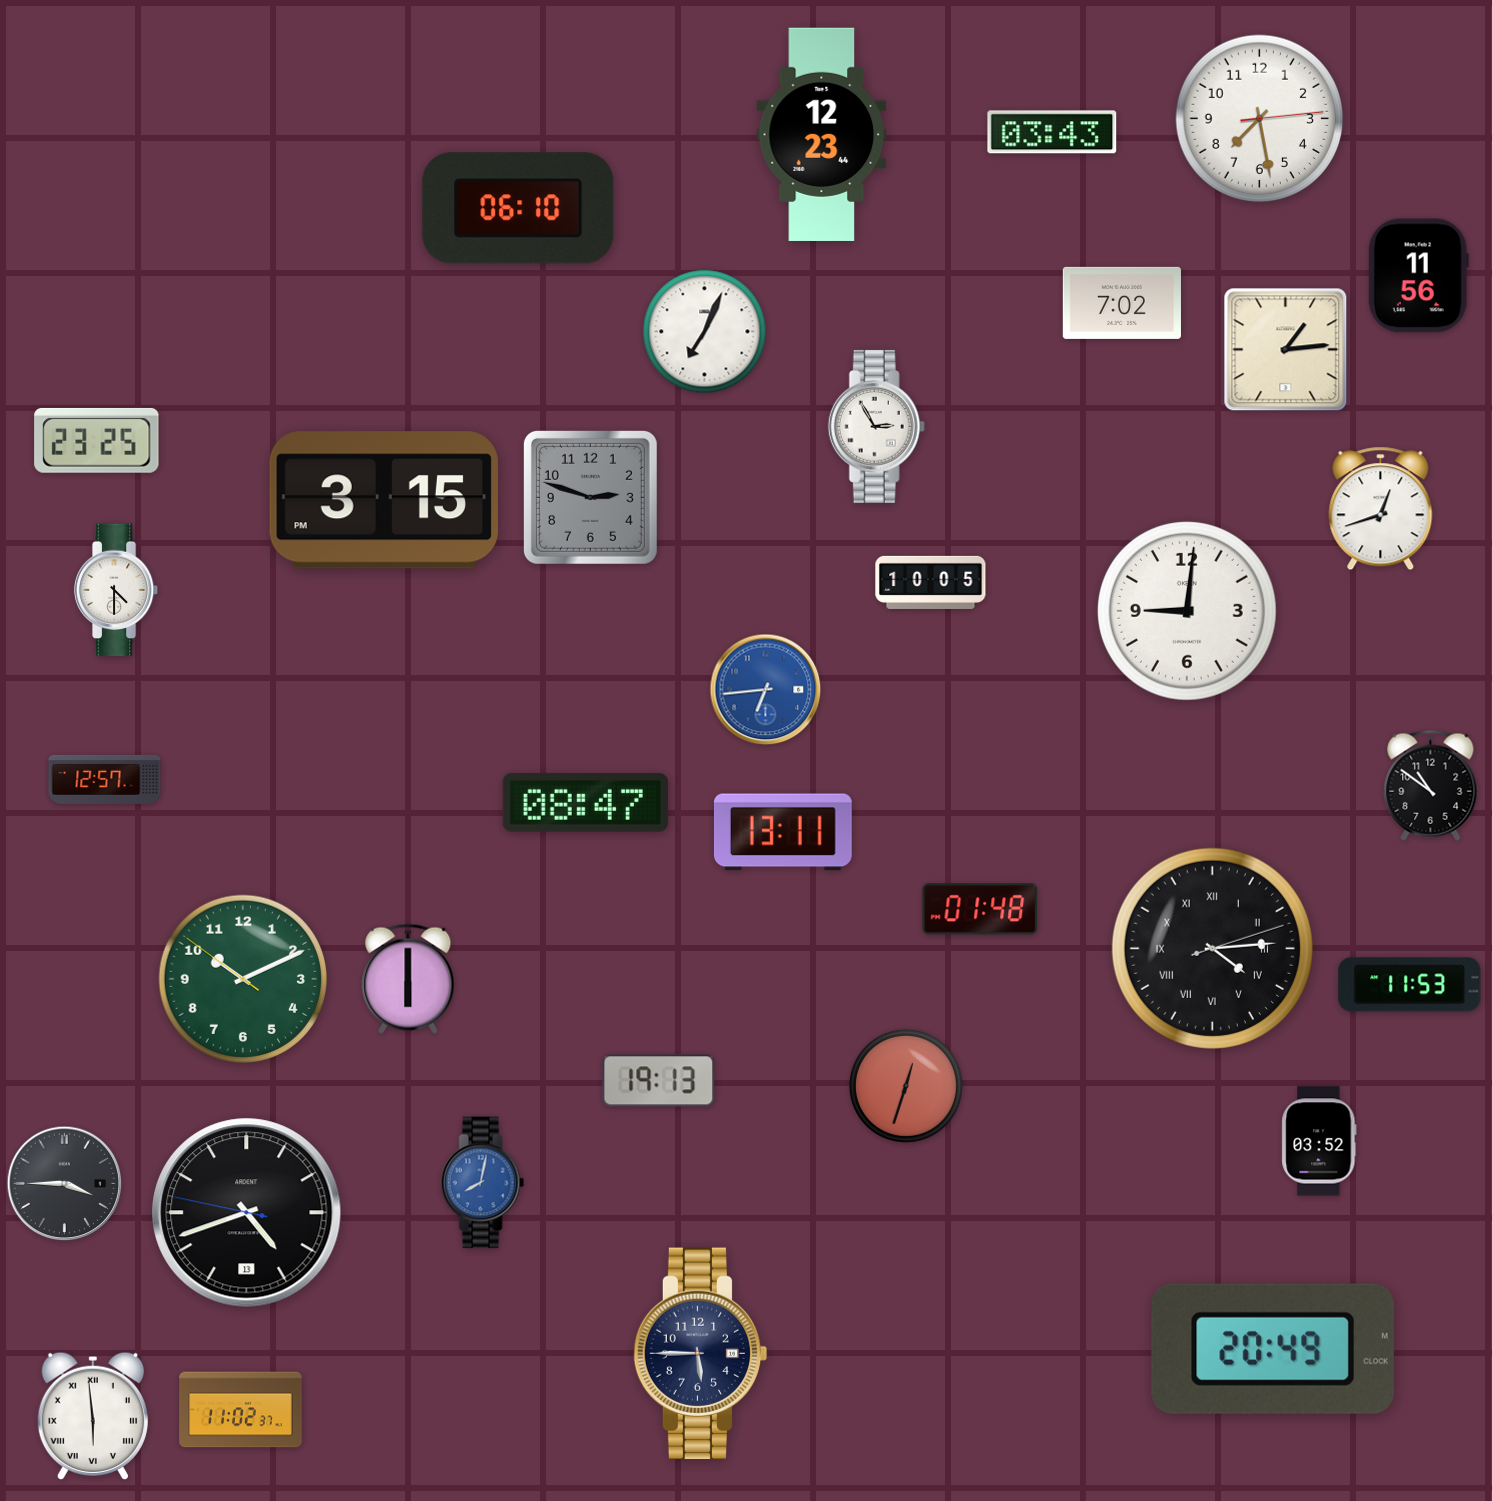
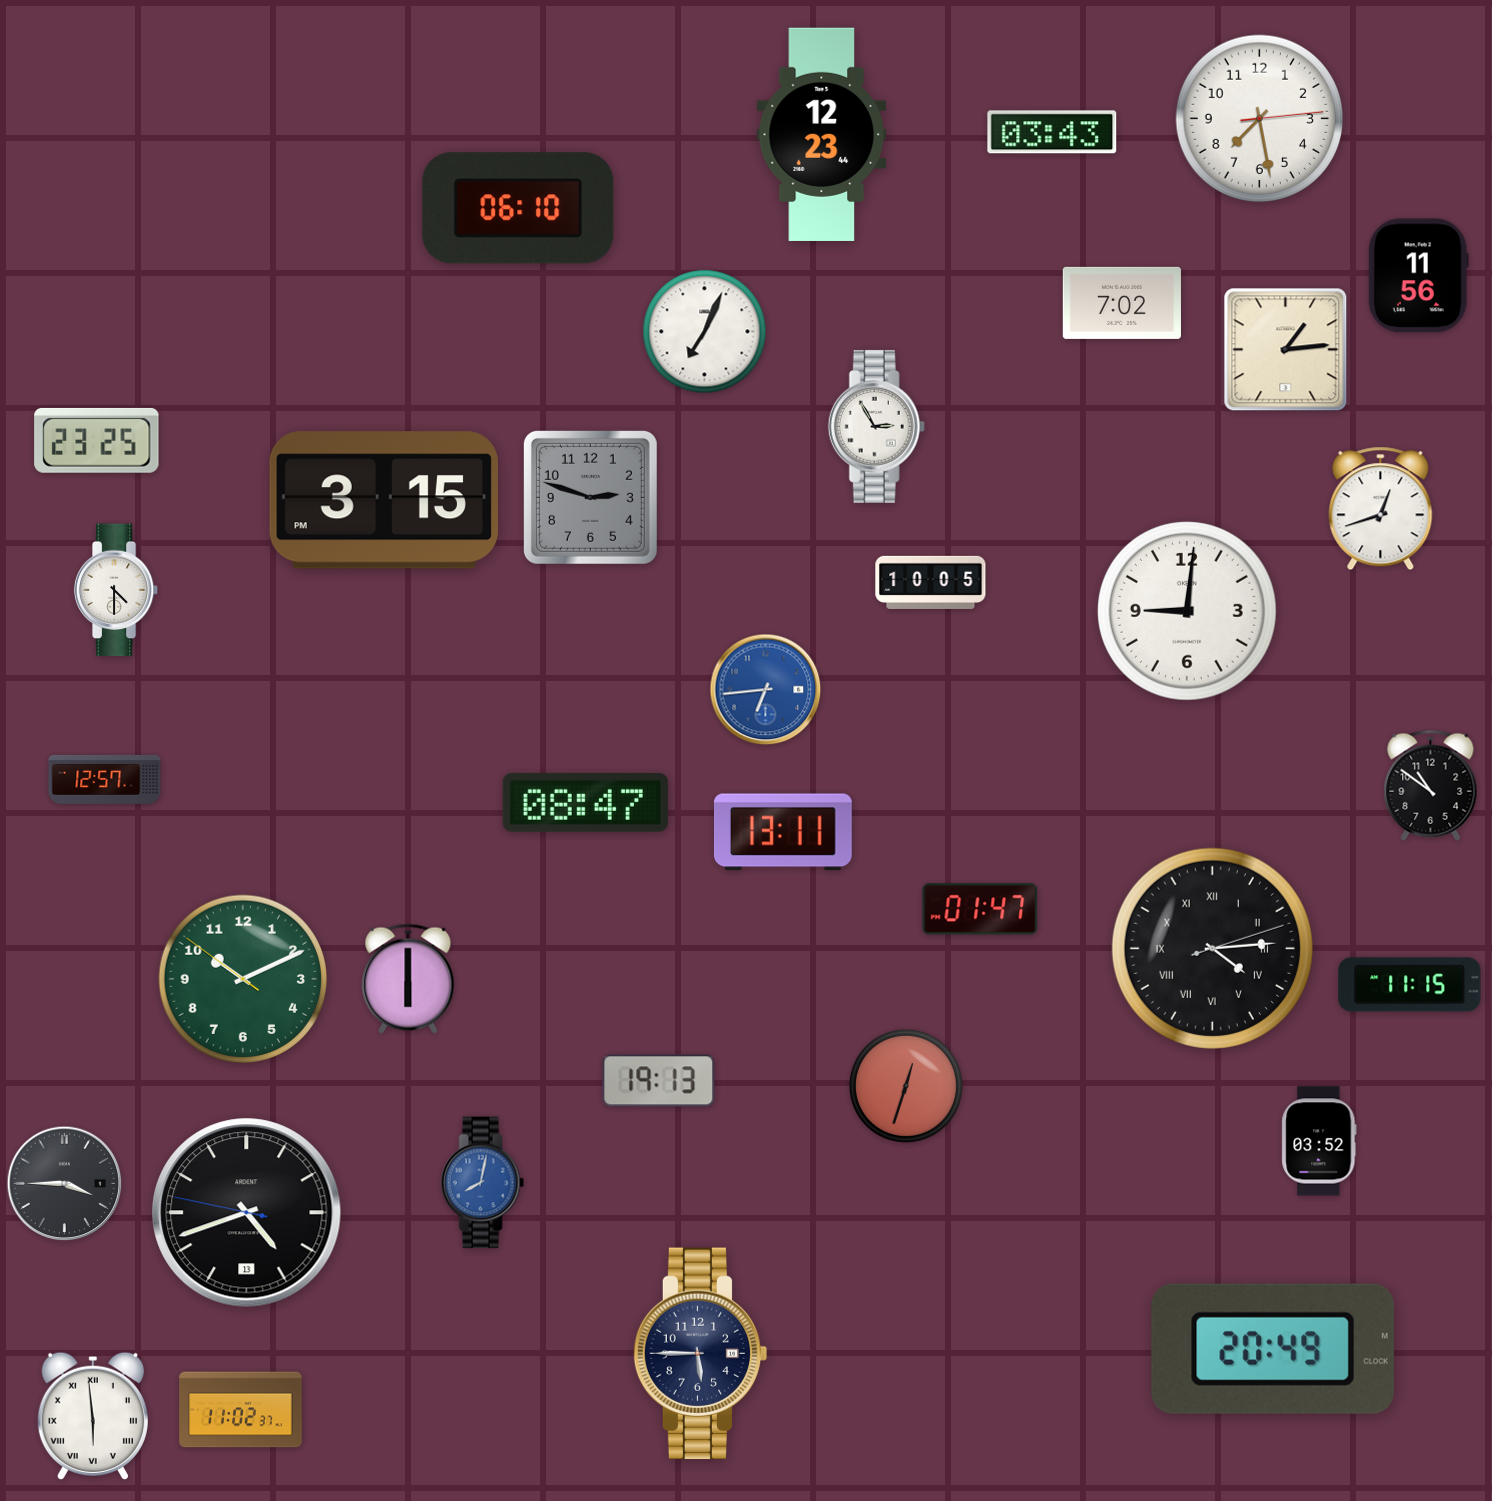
clock at (980, 909): 01:48 -> 01:47
clock at (1410, 985): 11:53 -> 11:15
